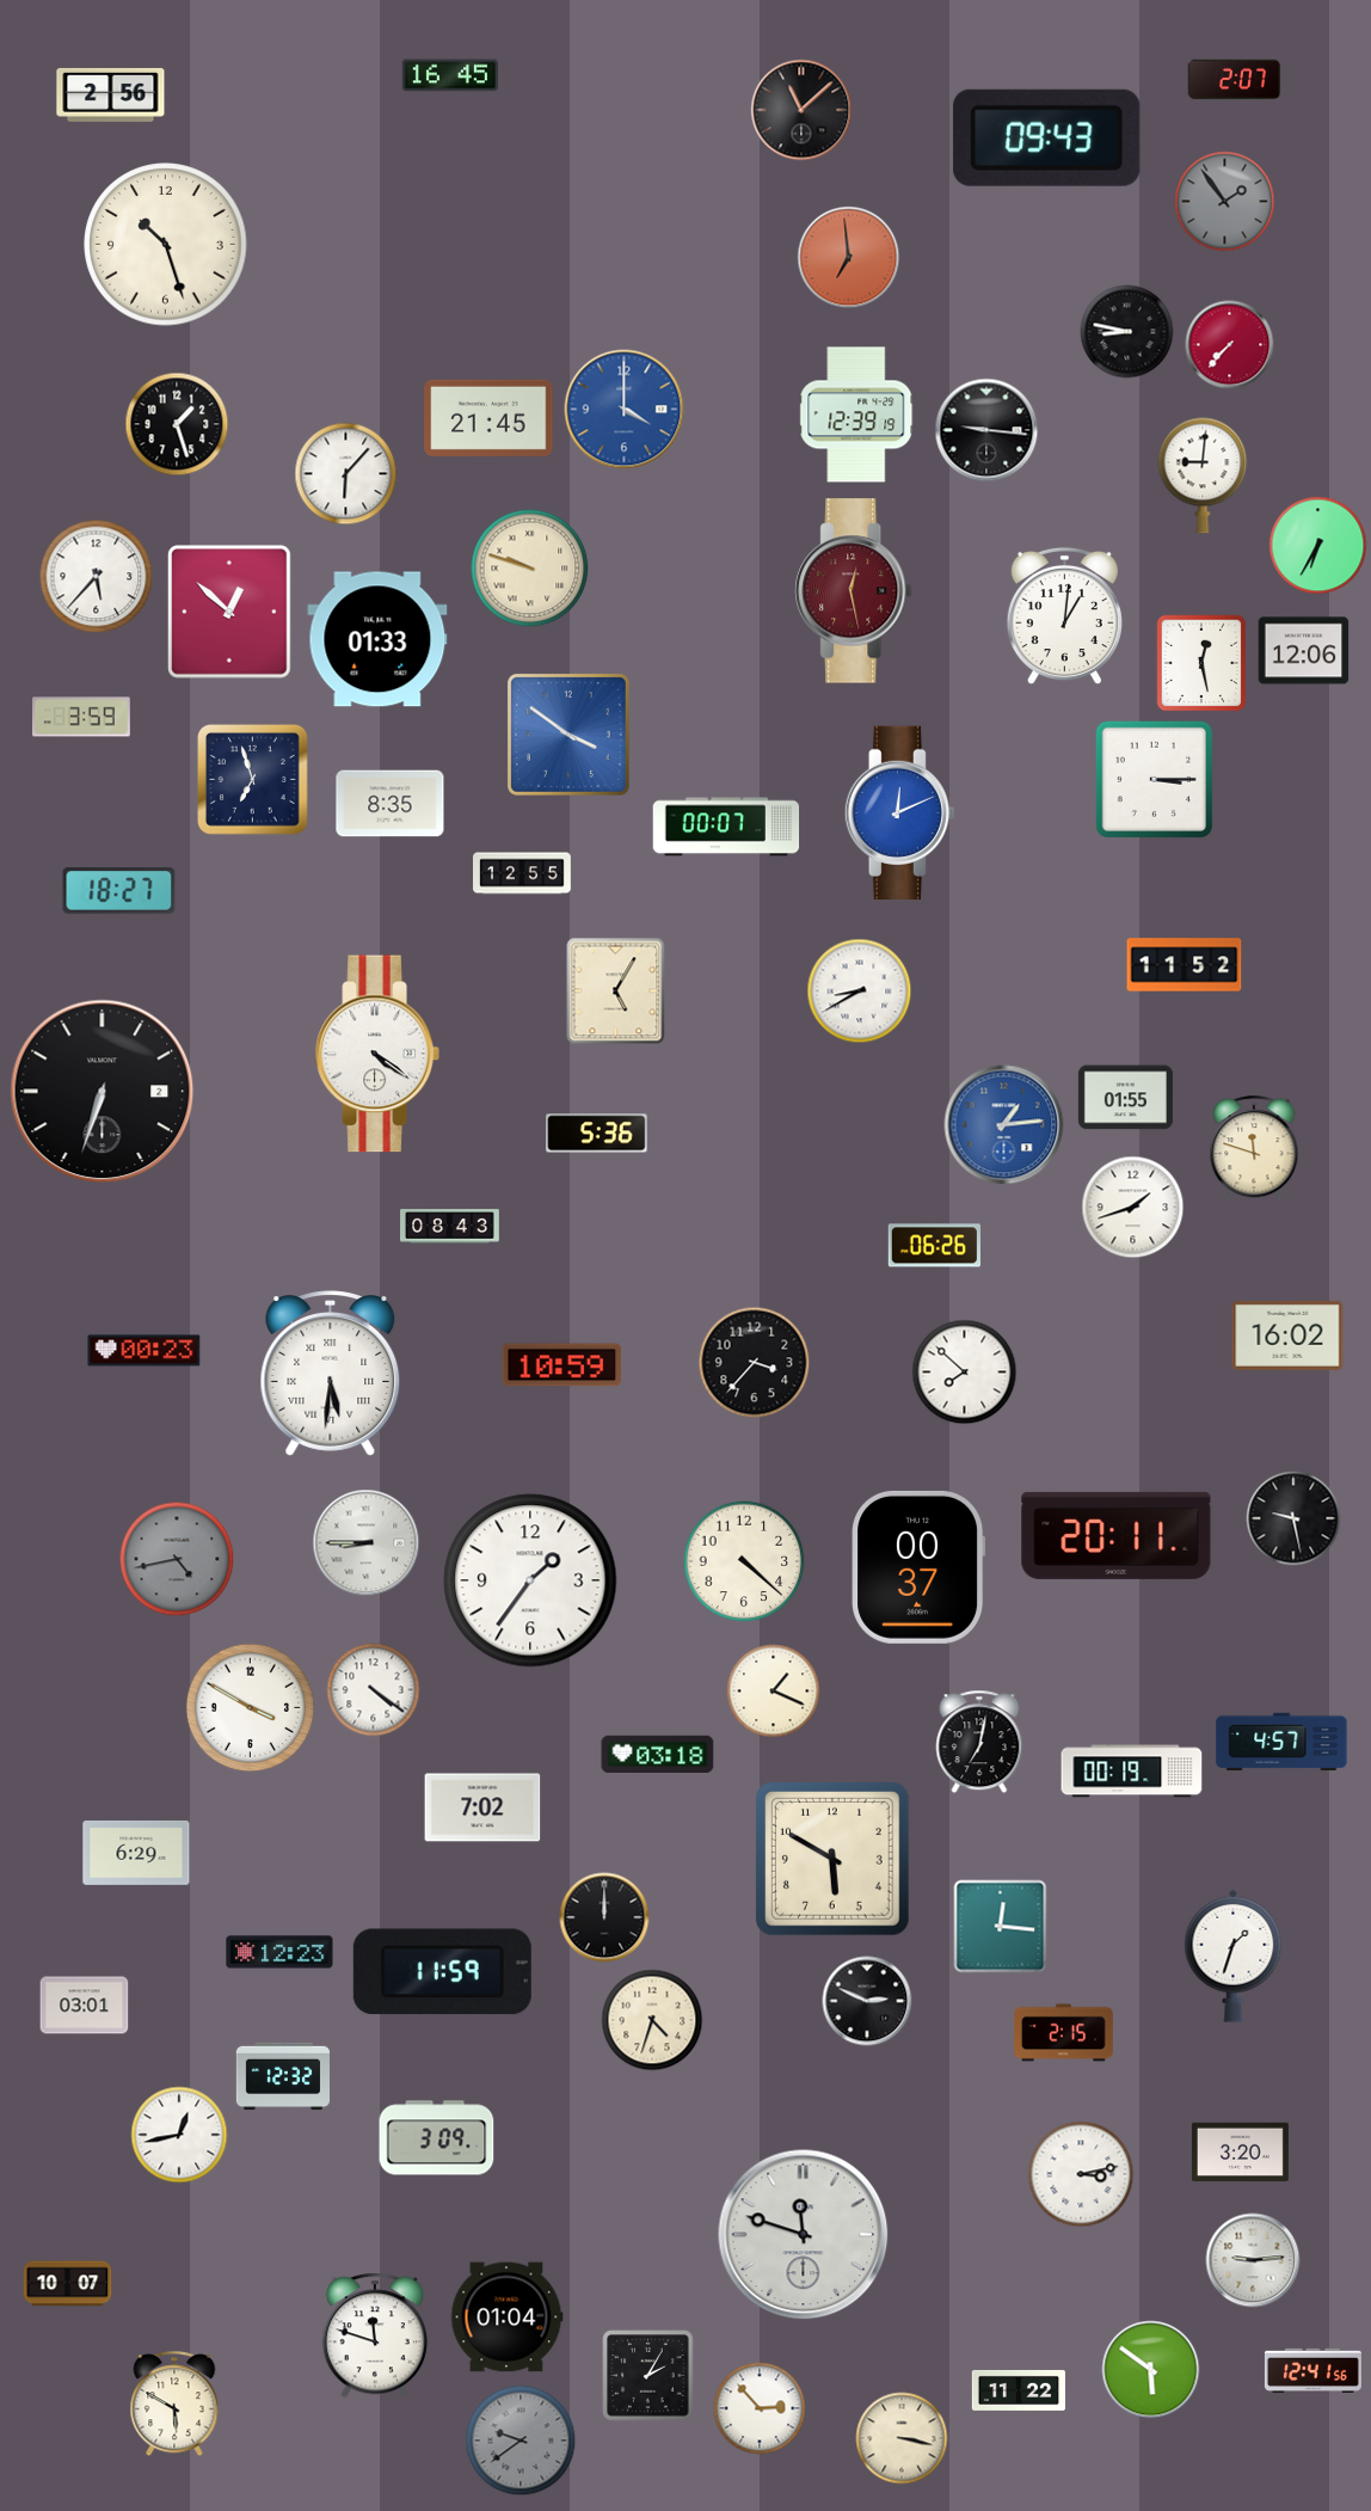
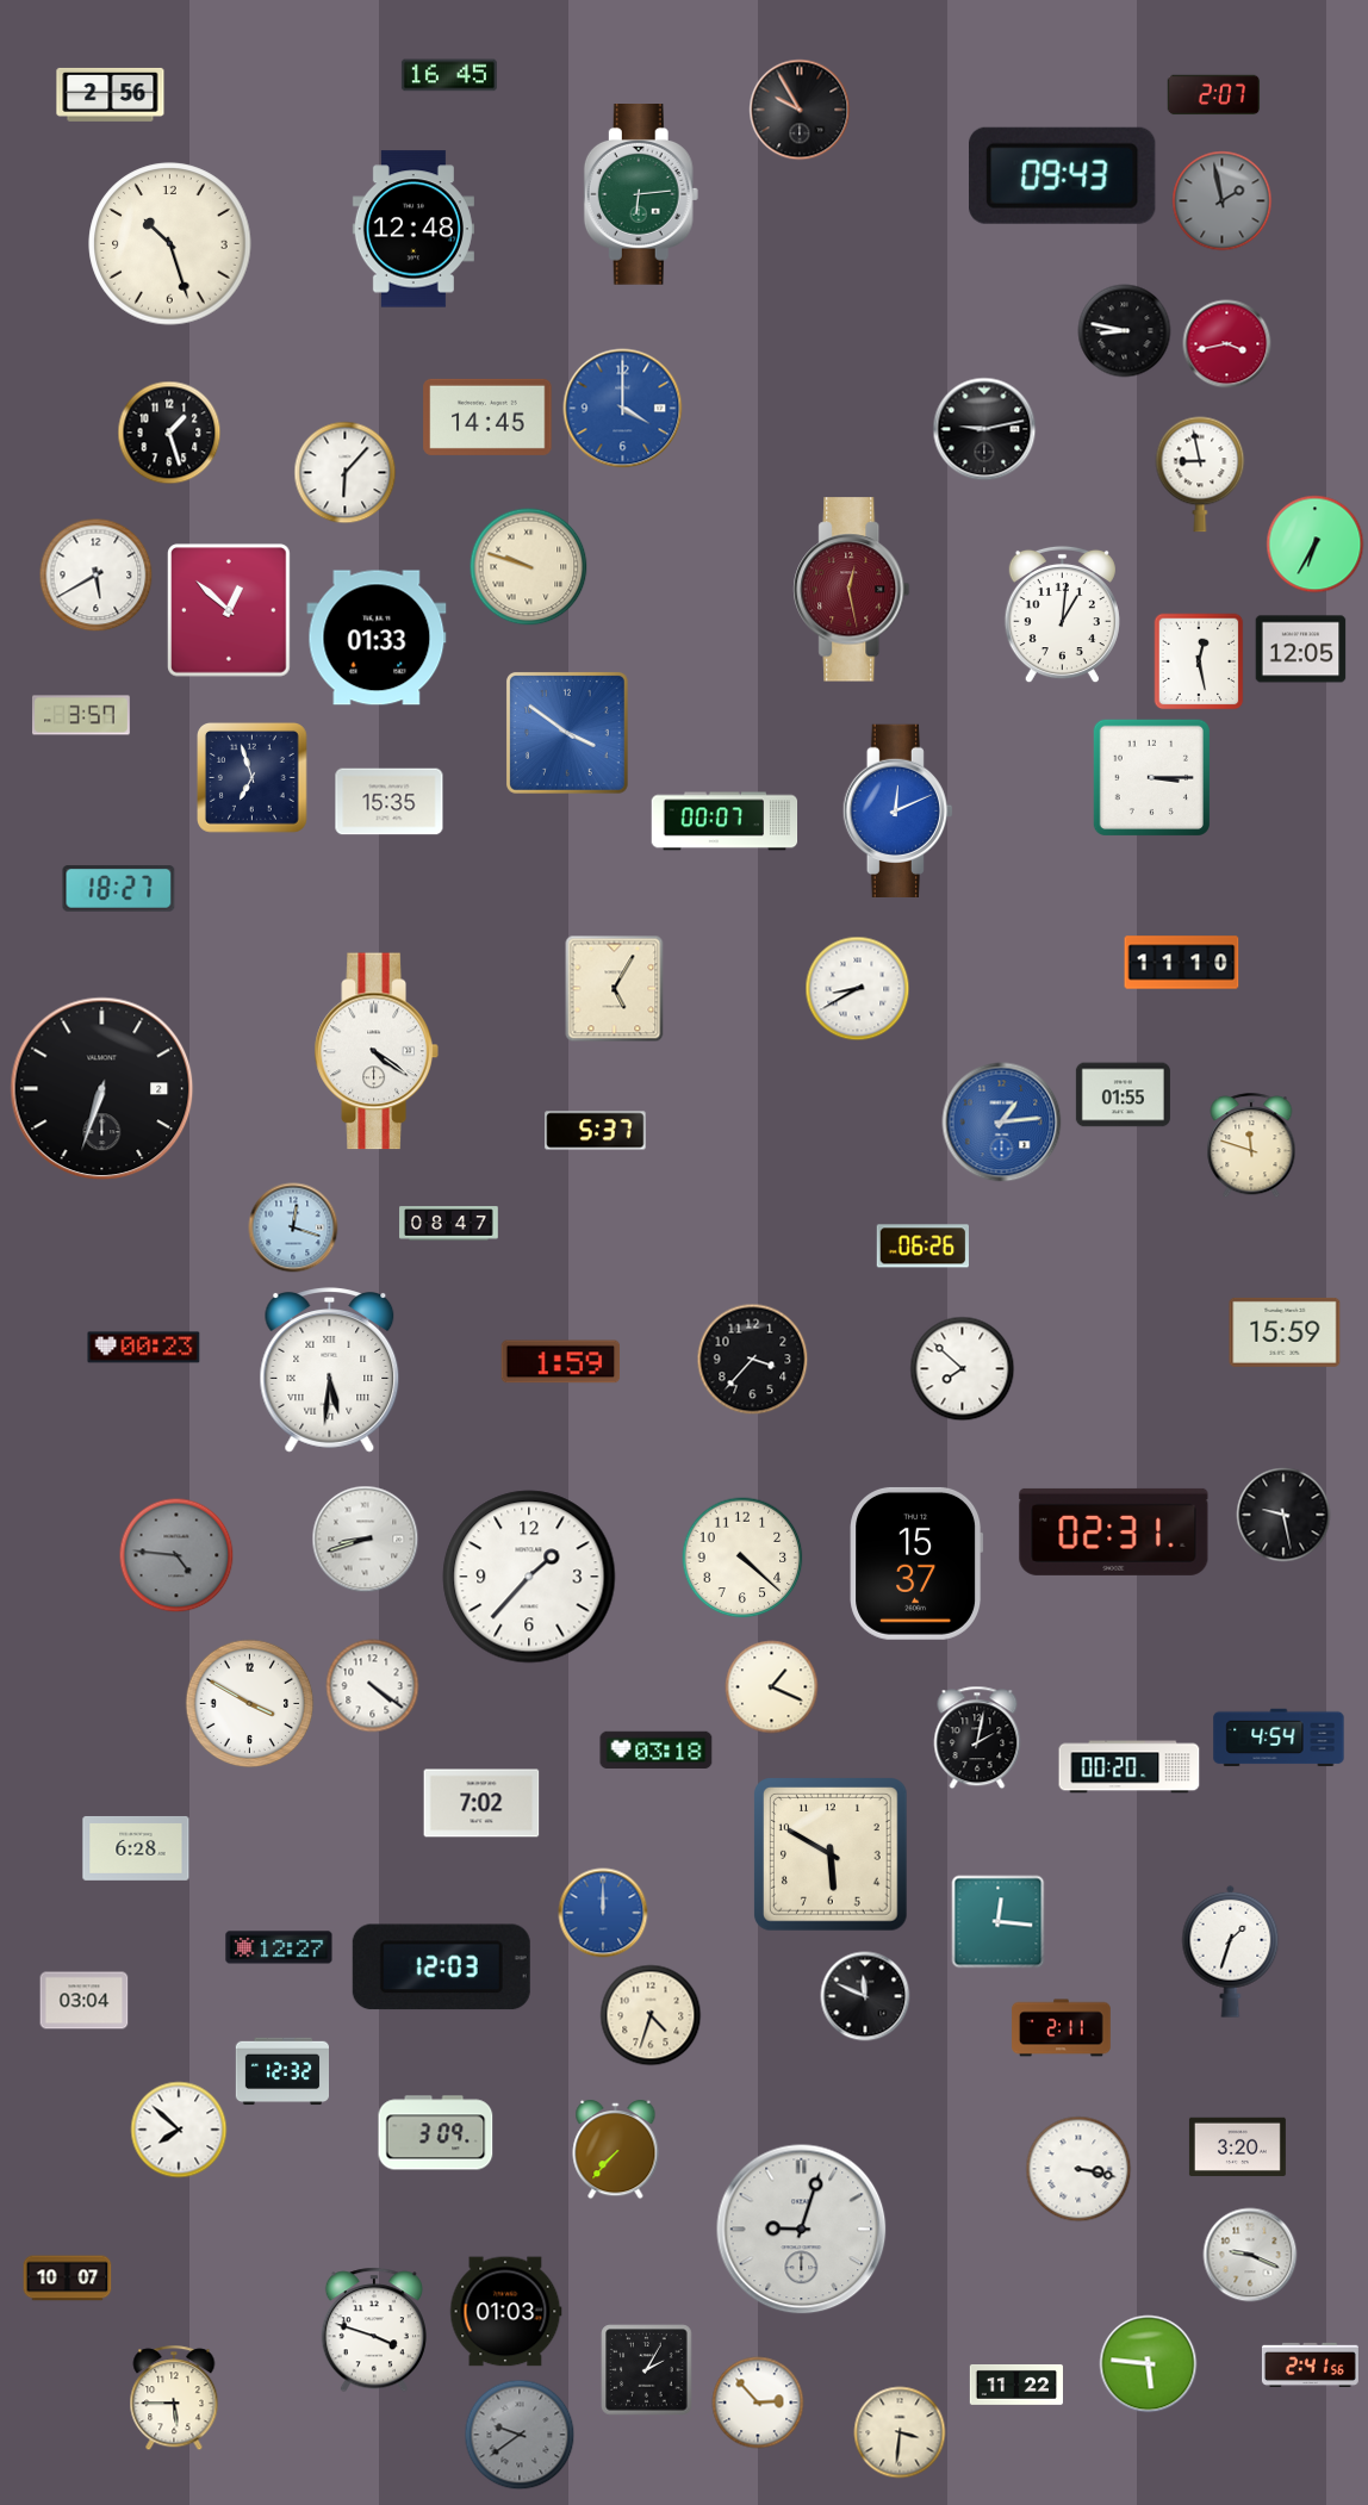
clock at (1235, 80) position: (1235, 80) -> (1214, 95)
clock at (801, 110): 11:08 -> 9:55
clock at (1047, 137) position: (1047, 137) -> (1063, 175)
clock at (641, 195): none -> 6:14
clock at (1225, 202): 1:54 -> 1:58
clock at (413, 229): none -> 12:48
clock at (166, 245) position: (166, 245) -> (170, 244)
clock at (849, 258): 6:59 -> none
clock at (1230, 345): 7:37 -> 3:43
clock at (856, 415): 12:39 -> none
clock at (488, 418): 21:45 -> 14:45
clock at (177, 424) position: (177, 424) -> (169, 433)
clock at (986, 430): 9:16 -> 9:13
clock at (1203, 475): 9:01 -> 8:58
clock at (97, 577): 5:37 -> 5:40
clock at (1304, 651): 12:06 -> 12:05
clock at (82, 717): 3:59 -> 3:57
clock at (391, 804): 8:35 -> 15:35
clock at (726, 827) position: (726, 827) -> (725, 821)
clock at (523, 873): 12:55 -> none
clock at (1185, 965): 11:52 -> 11:10
clock at (597, 1134): 5:36 -> 5:37
clock at (1133, 1208): 1:42 -> none
clock at (450, 1227): 08:43 -> 08:47
clock at (293, 1227): none -> 12:18
clock at (934, 1246) position: (934, 1246) -> (922, 1247)
clock at (1287, 1336): 16:02 -> 15:59
clock at (562, 1365): 10:59 -> 1:59
clock at (1293, 1518) position: (1293, 1518) -> (1283, 1515)
clock at (1117, 1535): 20:11 -> 02:31
clock at (367, 1543): 8:45 -> 8:42
clock at (177, 1559): 4:43 -> 4:46
clock at (918, 1567): 00:37 -> 15:37
clock at (530, 1580): 1:36 -> 1:37
clock at (979, 1742): 7:02 -> 2:02
clock at (1281, 1742): 4:57 -> 4:54
clock at (1132, 1772): 00:19 -> 00:20
clock at (136, 1853): 6:29 -> 6:28
clock at (604, 1917) dial: black -> blue
clock at (279, 1952): 12:23 -> 12:27
clock at (442, 1972): 11:59 -> 12:03
clock at (867, 2001): 2:49 -> 11:49
clock at (85, 2006): 03:01 -> 03:04
clock at (1064, 2033): 2:15 -> 2:11
clock at (179, 2135): 12:43 -> 7:52
clock at (616, 2150): none -> 7:37
clock at (1081, 2174): 3:13 -> 3:17
clock at (804, 2235): 11:48 -> 9:03
clock at (1253, 2260): 9:14 -> 9:19
clock at (508, 2317): 01:04 -> 01:03
clock at (375, 2335): 11:48 -> 3:48
clock at (1151, 2370): 5:51 -> 5:46
clock at (1312, 2370): 12:41 -> 2:41
clock at (174, 2405): 5:50 -> 5:45
clock at (902, 2438): 3:17 -> 3:31
